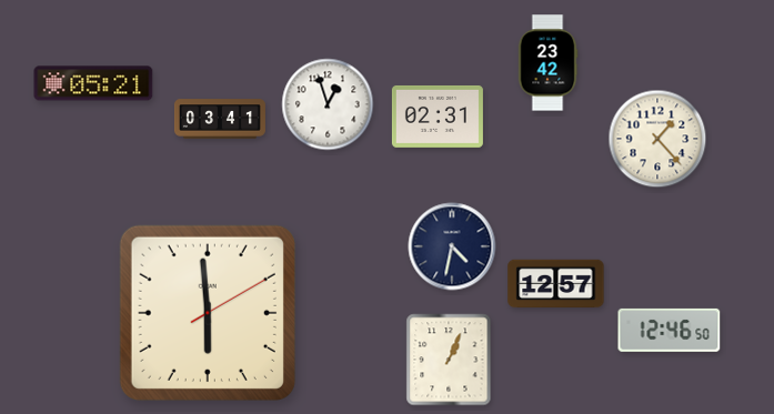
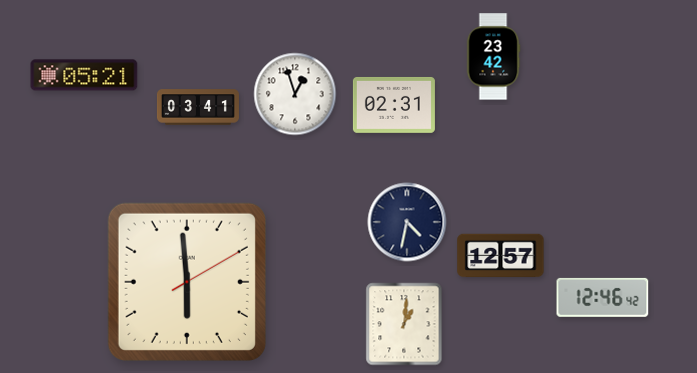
clock at (657, 139): 1:23 -> none
clock at (670, 330): 12:46:50 -> 12:46:42
clock at (449, 360): 1:04 -> 1:01
